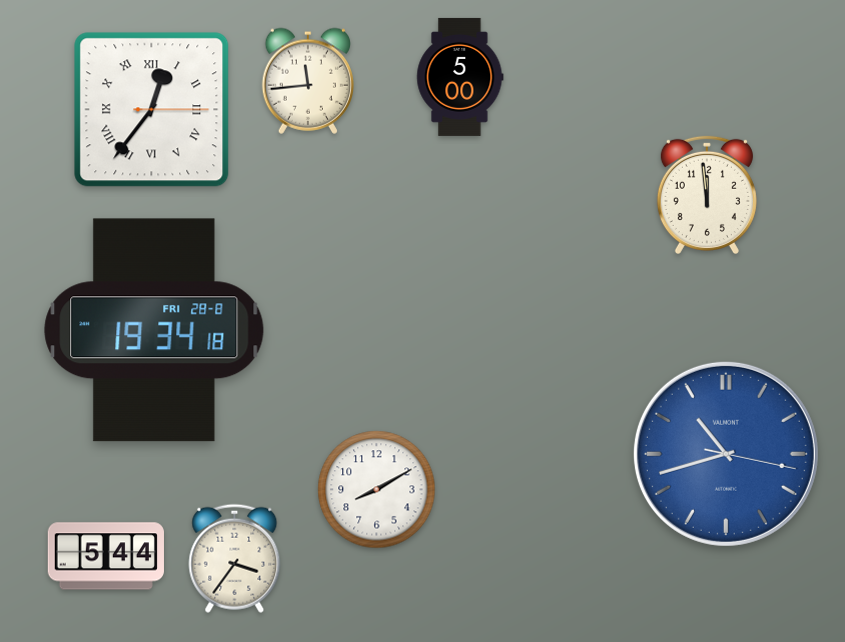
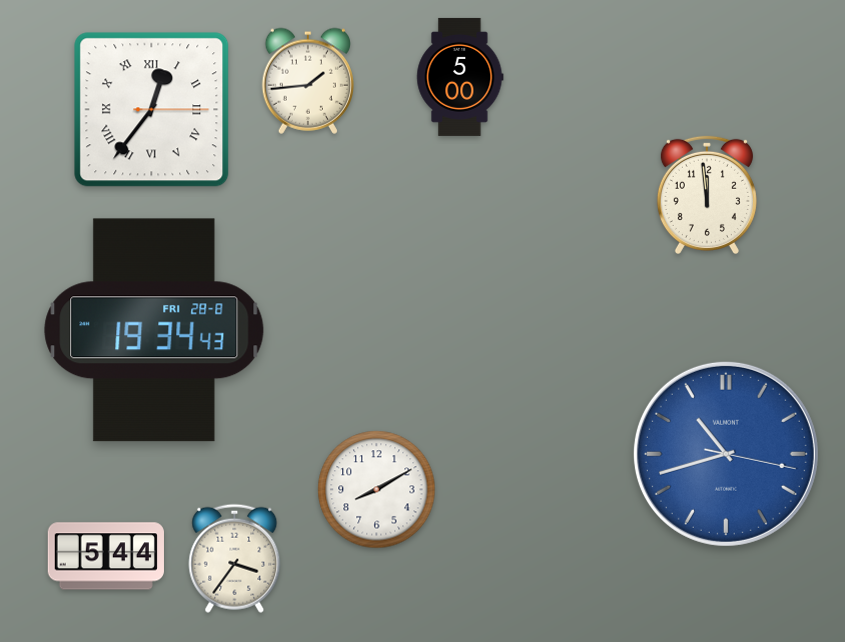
clock at (307, 81): 11:44 -> 1:44
clock at (154, 330): 19:34:18 -> 19:34:43
